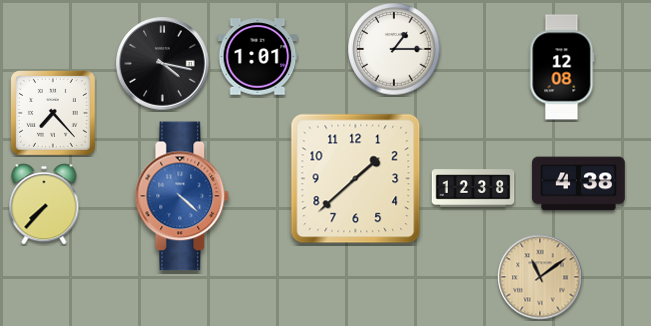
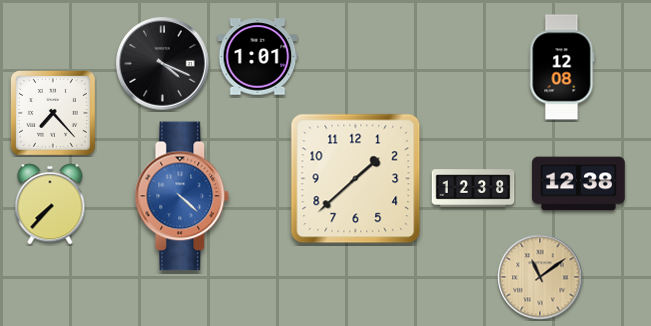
clock at (394, 49): 1:15 -> none
clock at (163, 64): 4:17 -> 4:19
clock at (579, 184): 4:38 -> 12:38
clock at (44, 204) position: (44, 204) -> (50, 204)
